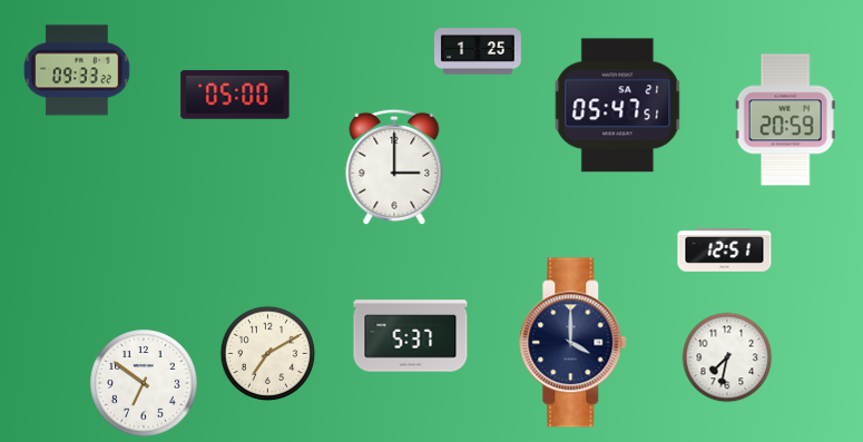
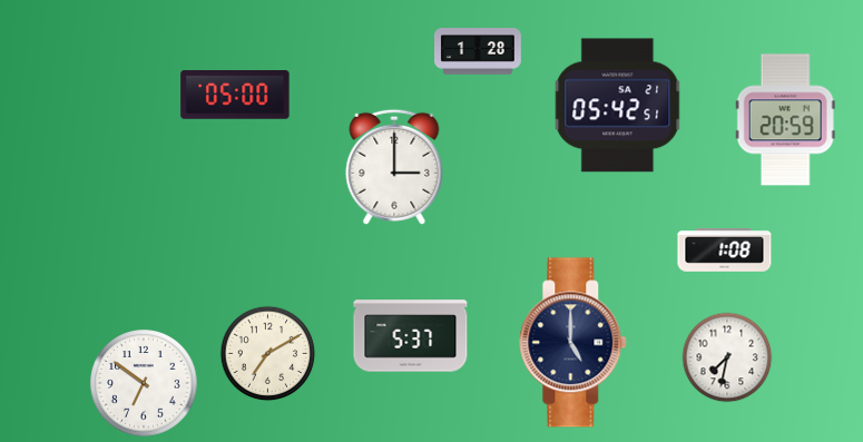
clock at (479, 51): 1:25 -> 1:28
clock at (78, 70): 09:33 -> none
clock at (618, 106): 05:47 -> 05:42
clock at (725, 251): 12:51 -> 1:08
clock at (573, 343): 4:00 -> 5:00
